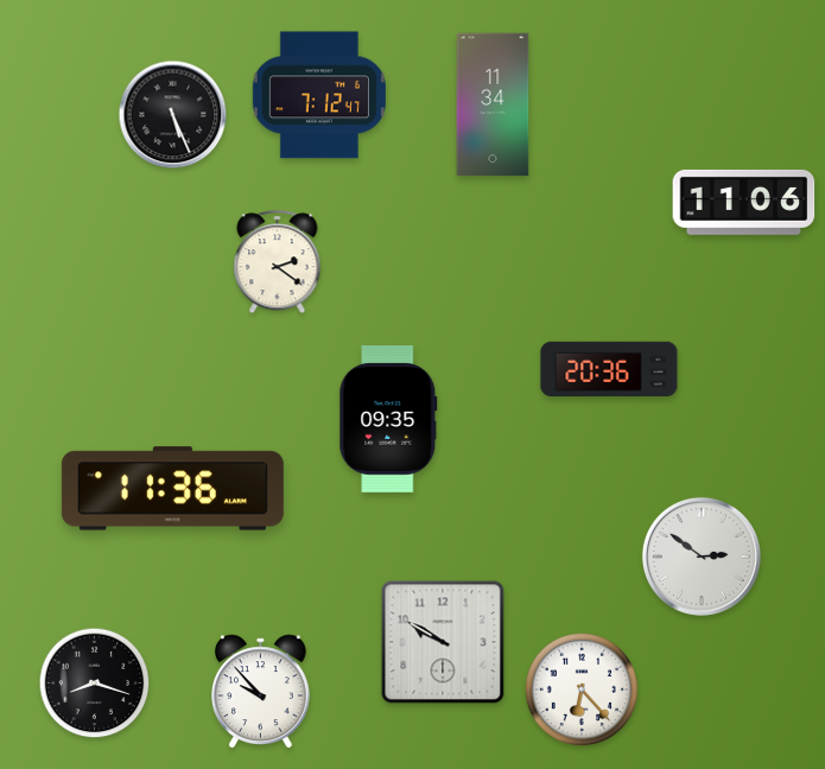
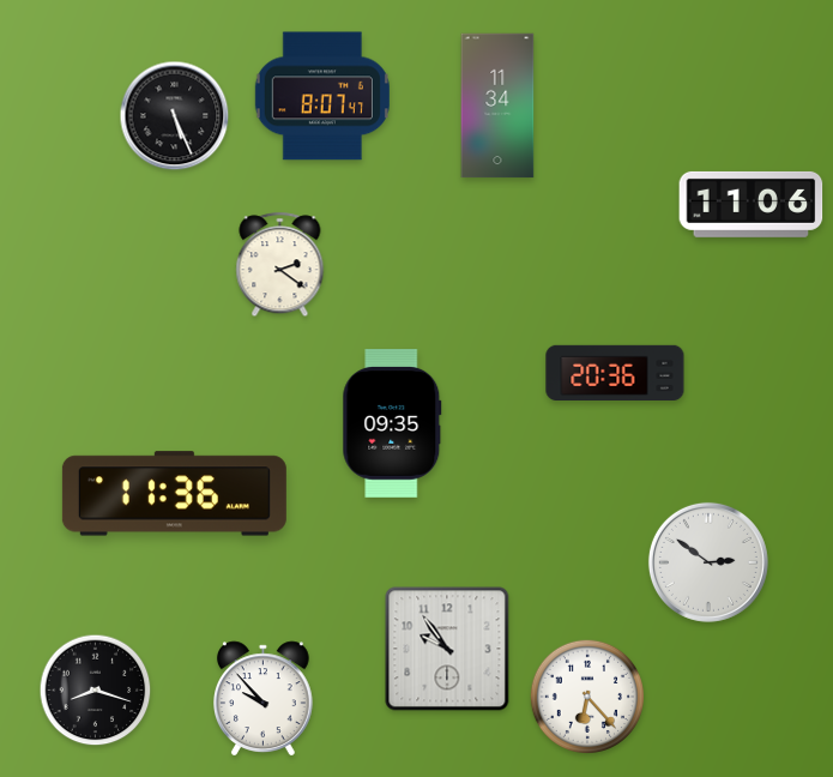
clock at (319, 95): 7:12 -> 8:07
clock at (443, 642): 9:50 -> 9:54
